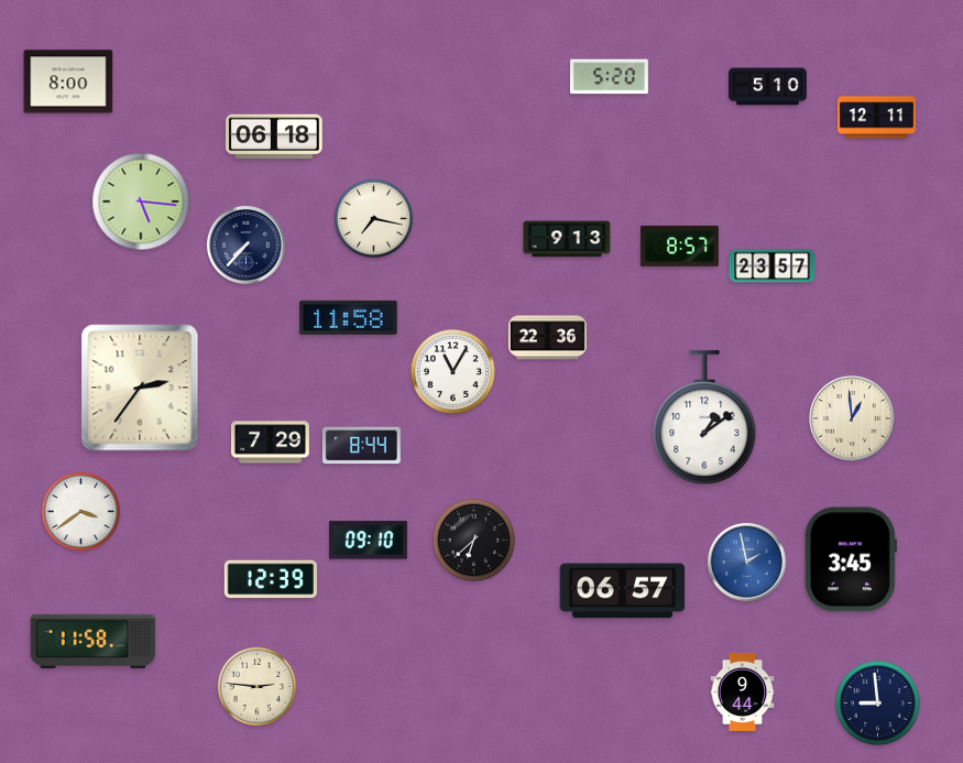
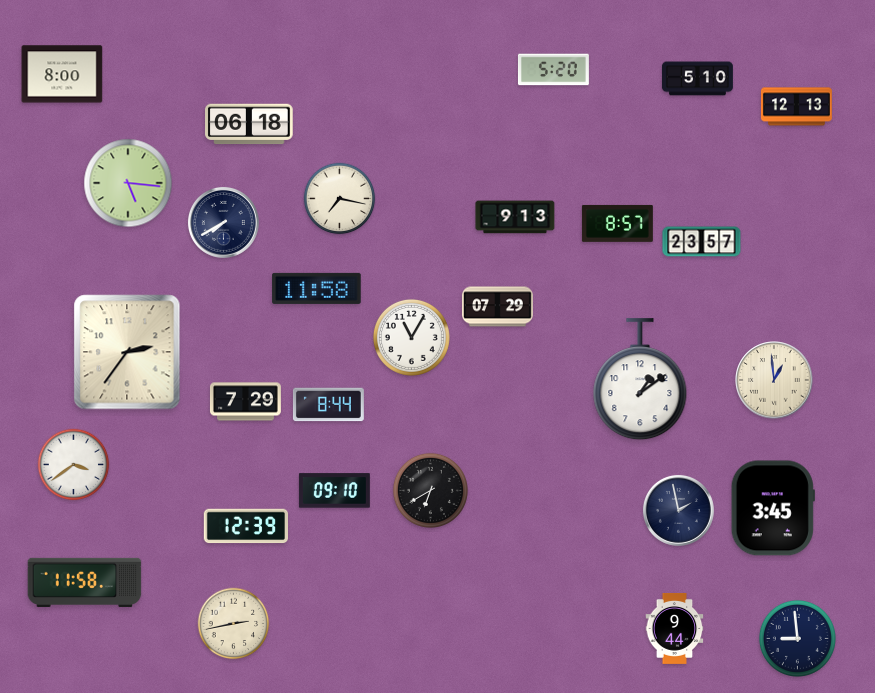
clock at (876, 118): 12:11 -> 12:13
clock at (245, 244): 7:37 -> 7:40
clock at (547, 338): 22:36 -> 07:29
clock at (473, 539): 6:38 -> 6:40
clock at (746, 562) dial: blue -> navy
clock at (623, 591): 06:57 -> none
clock at (258, 687): 2:46 -> 2:43
